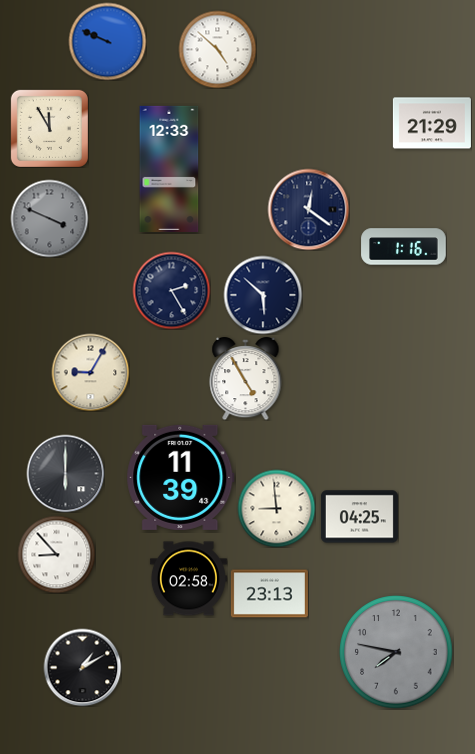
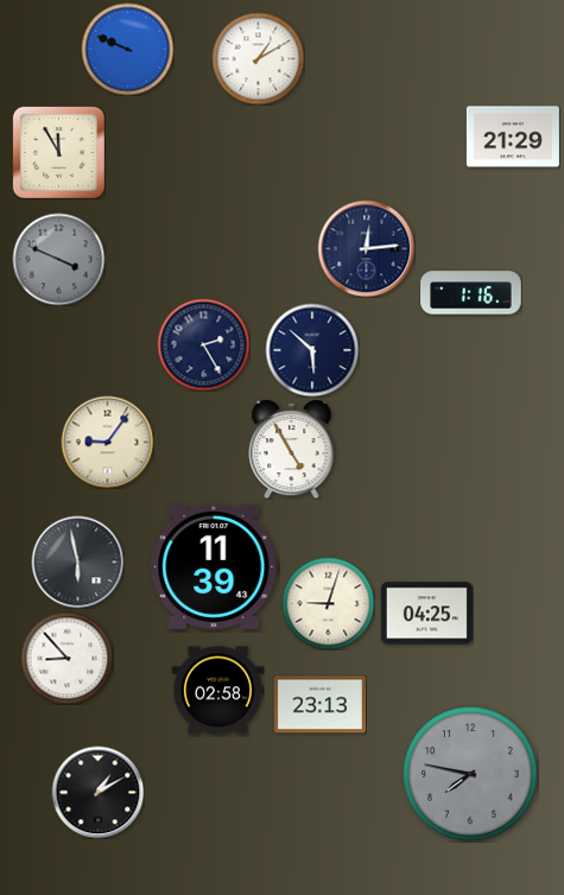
clock at (217, 49): 4:52 -> 1:10
clock at (432, 123) position: (432, 123) -> (513, 137)
clock at (169, 169): 12:33 -> none
clock at (308, 209): 12:21 -> 12:14
clock at (404, 247) position: (404, 247) -> (471, 293)
clock at (90, 372): 9:05 -> 9:06
clock at (65, 473): 6:00 -> 5:58
clock at (276, 508): 8:59 -> 9:03
clock at (188, 579) position: (188, 579) -> (217, 691)
